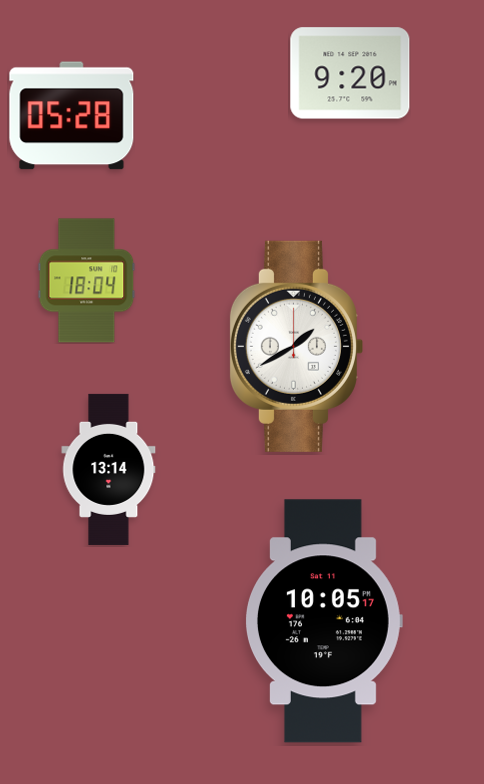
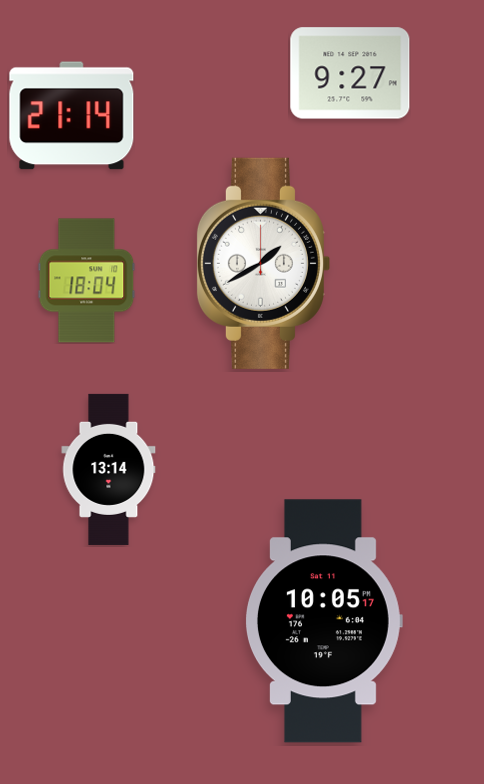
clock at (350, 73): 9:20 -> 9:27
clock at (72, 116): 05:28 -> 21:14
clock at (296, 346) position: (296, 346) -> (263, 263)
